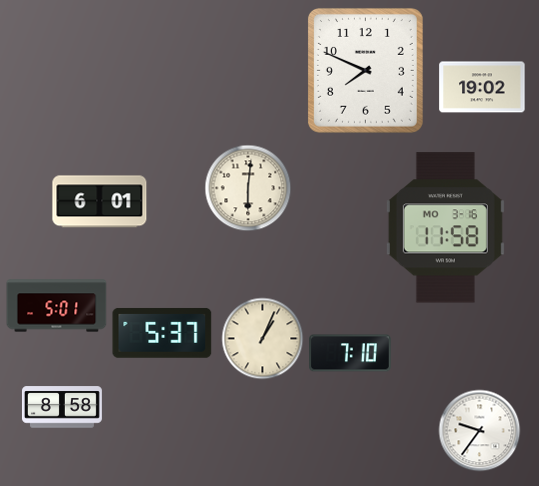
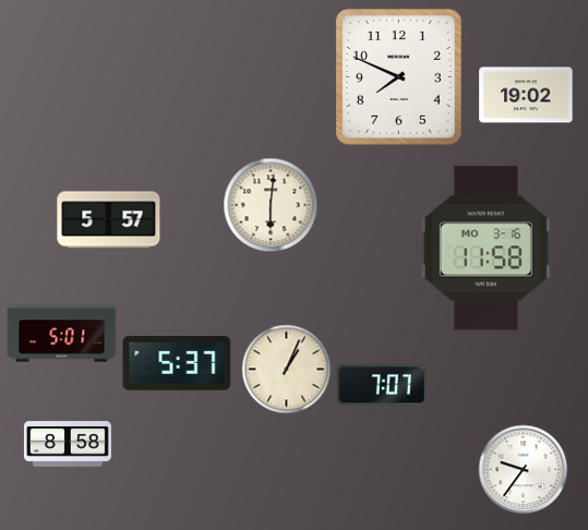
clock at (100, 202): 6:01 -> 5:57
clock at (351, 353): 7:10 -> 7:07
